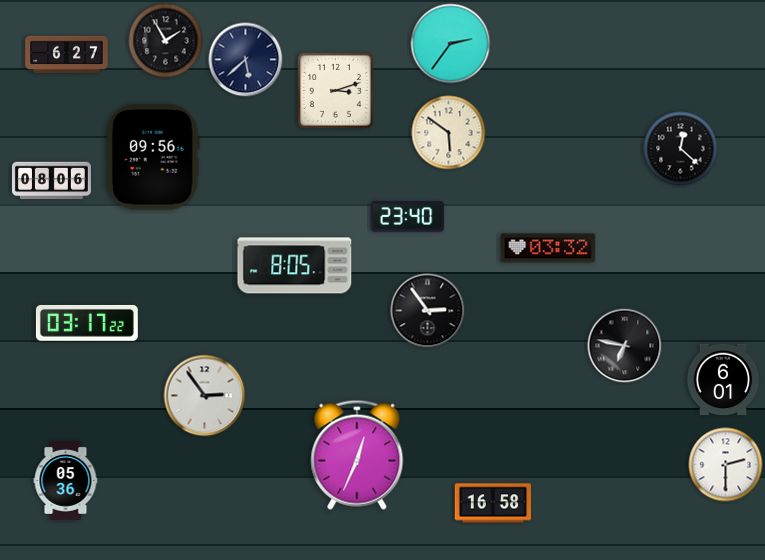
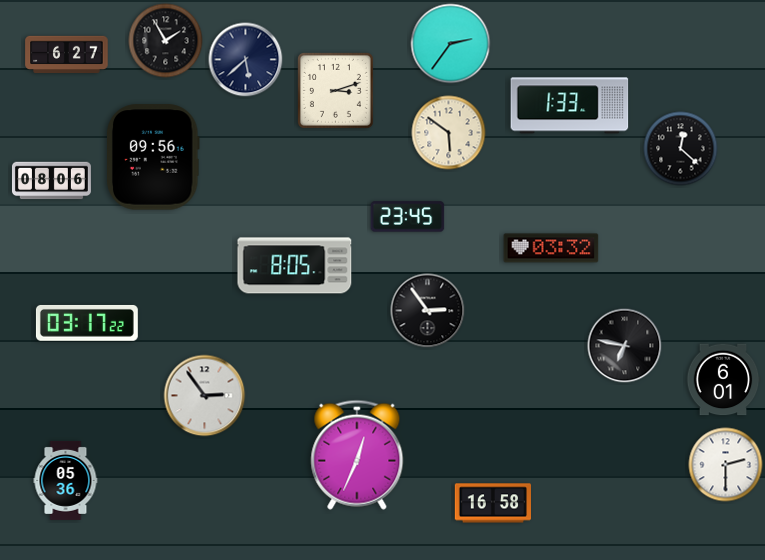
clock at (570, 106): none -> 1:33
clock at (408, 217): 23:40 -> 23:45
clock at (548, 248) position: (548, 248) -> (551, 248)
